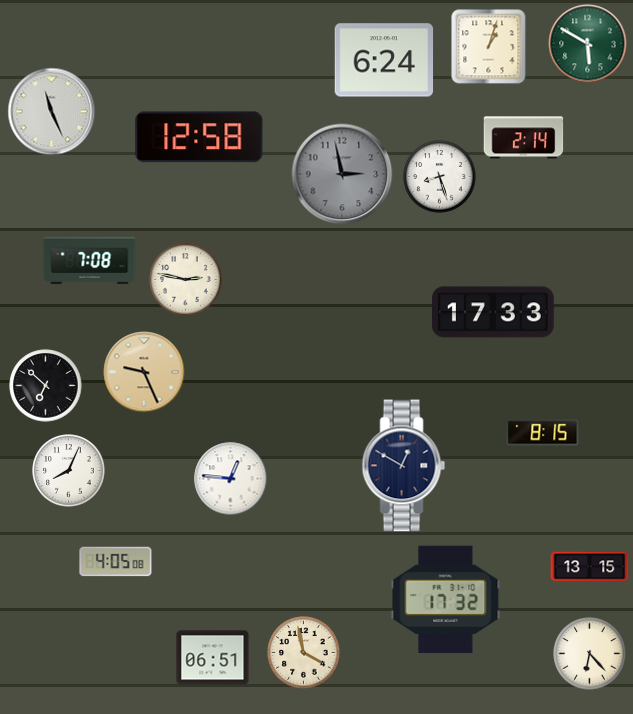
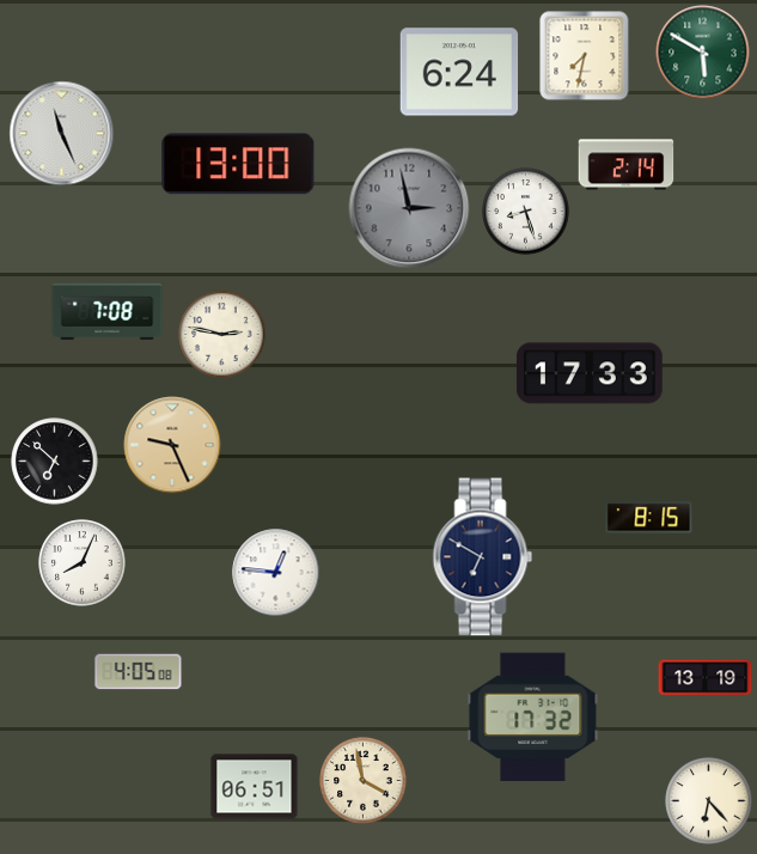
clock at (489, 47): 1:03 -> 7:32
clock at (199, 137): 12:58 -> 13:00
clock at (404, 466): 12:50 -> 6:50
clock at (590, 567): 13:15 -> 13:19
clock at (590, 654) position: (590, 654) -> (709, 801)
